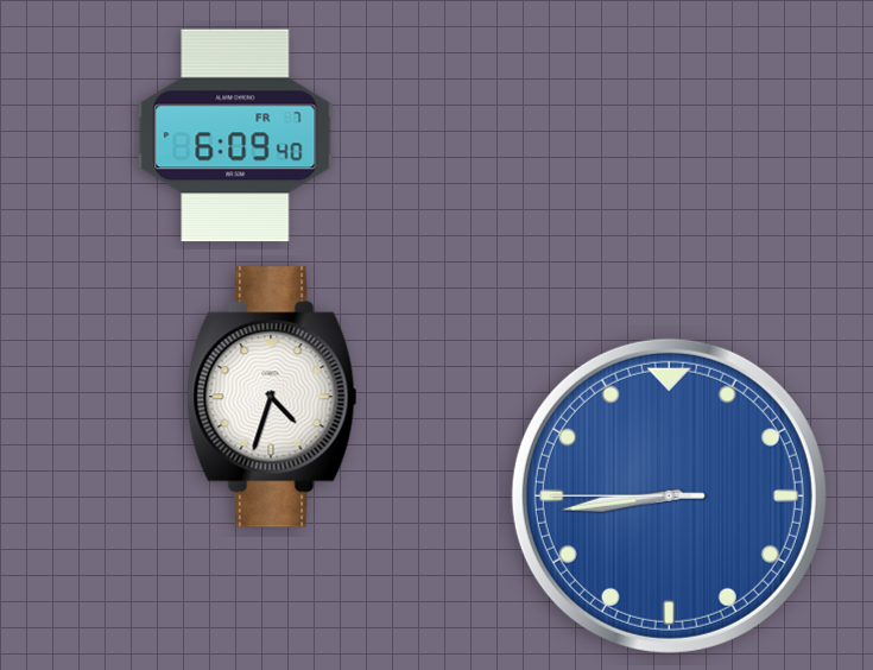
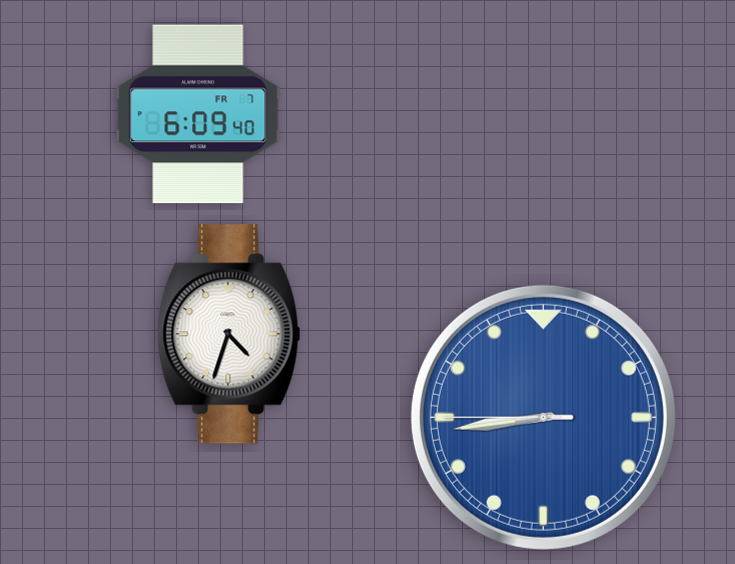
clock at (669, 495) position: (669, 495) -> (543, 417)
